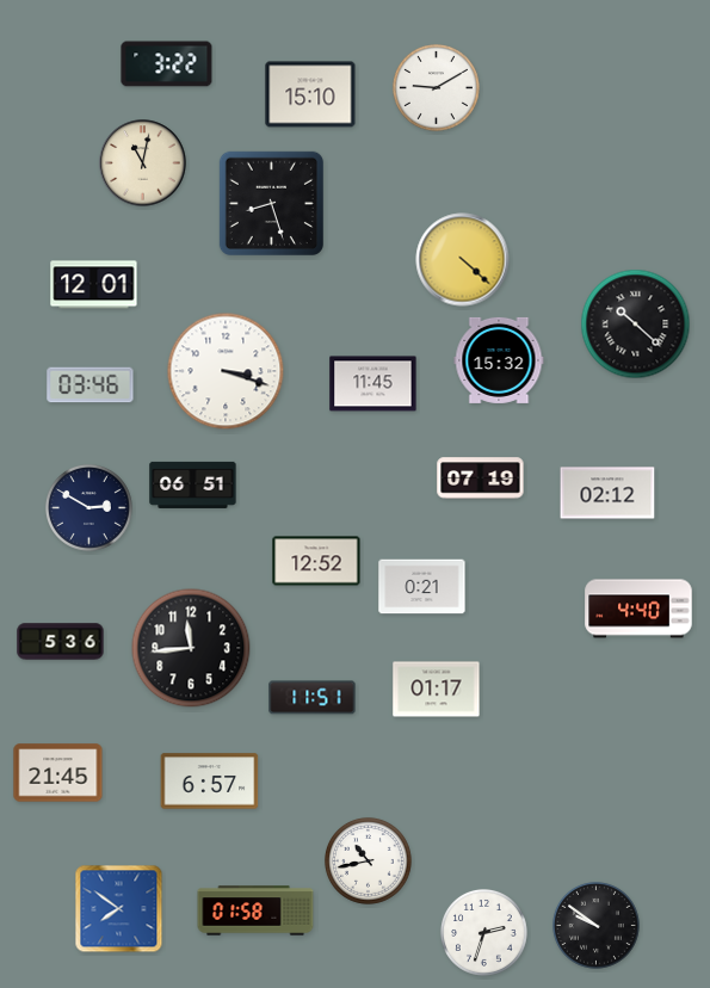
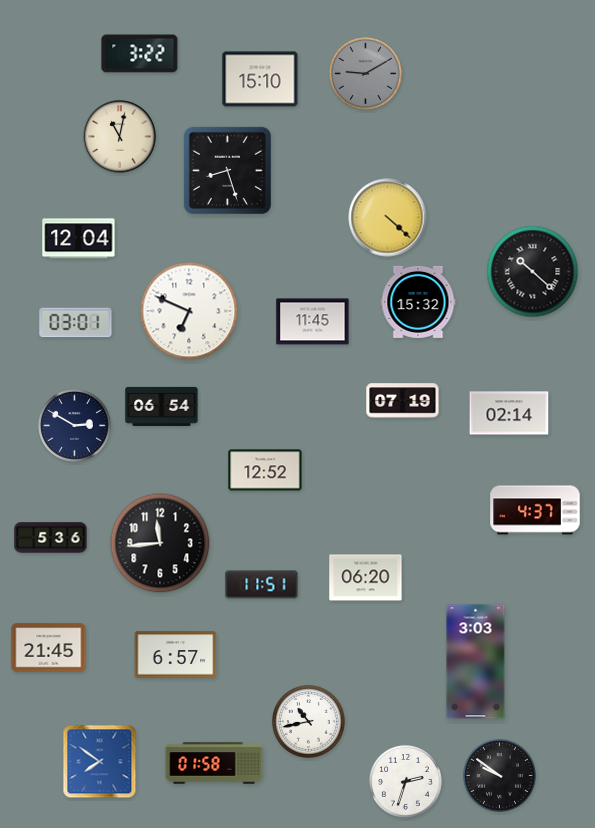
clock at (436, 87) dial: white -> grey
clock at (94, 285): 12:01 -> 12:04
clock at (226, 371): 3:18 -> 6:49
clock at (91, 385): 03:46 -> 03:01
clock at (193, 484): 06:51 -> 06:54
clock at (607, 493): 02:12 -> 02:14
clock at (422, 587): 0:21 -> none
clock at (638, 609): 4:40 -> 4:37
clock at (437, 690): 01:17 -> 06:20
clock at (476, 662): none -> 3:03
